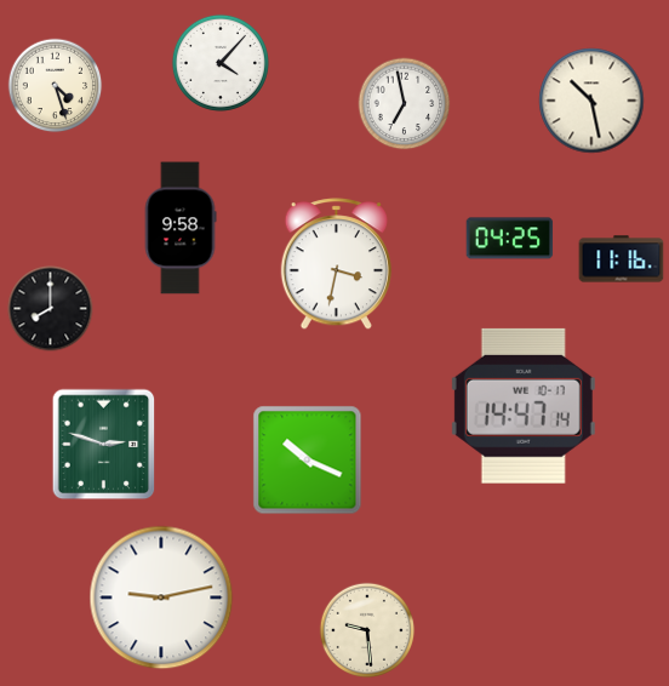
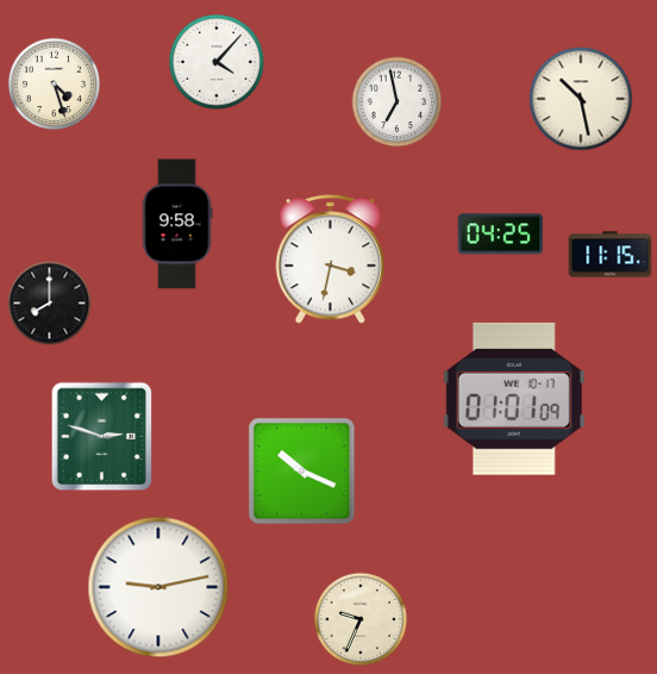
clock at (622, 259): 11:16 -> 11:15
clock at (524, 406): 14:47 -> 01:01
clock at (308, 461) position: (308, 461) -> (302, 472)
clock at (367, 630): 9:29 -> 9:34
